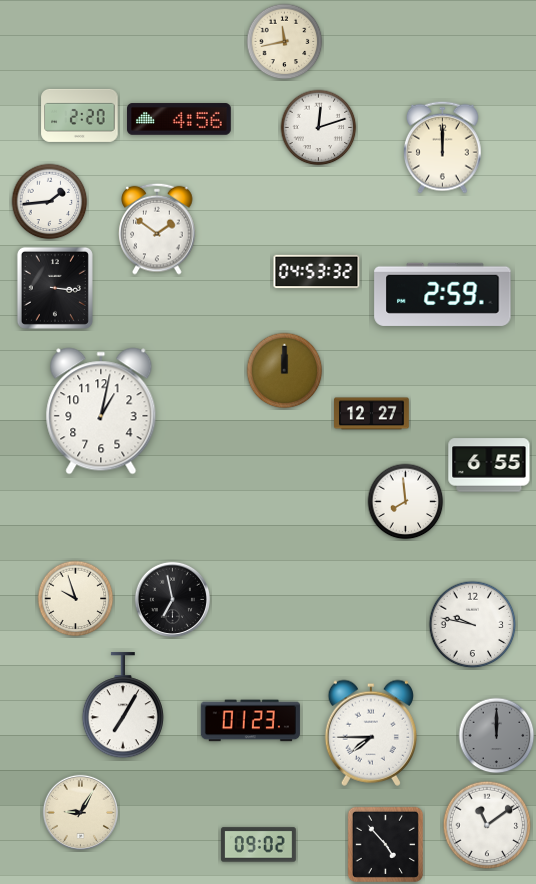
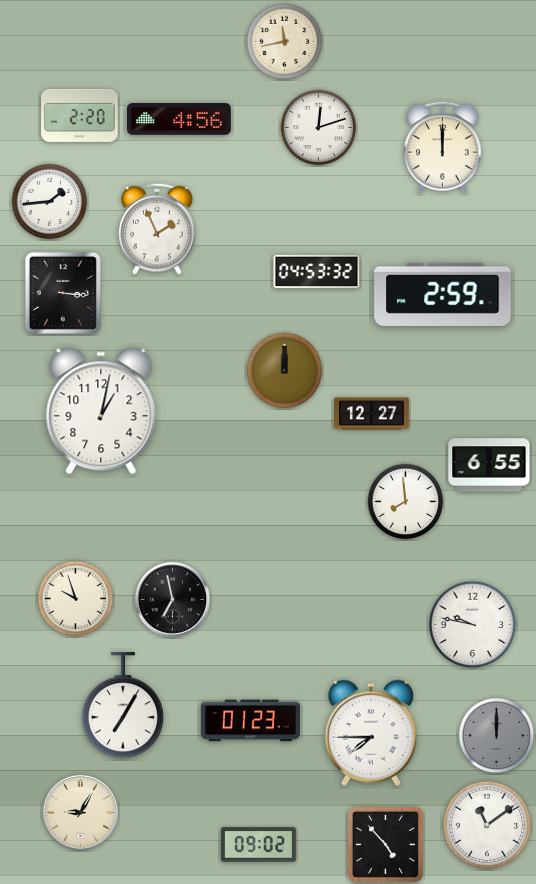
clock at (157, 229): 1:51 -> 1:56
clock at (55, 288) position: (55, 288) -> (63, 293)
